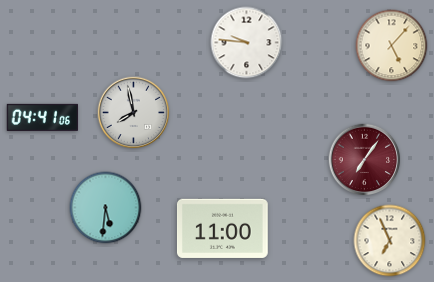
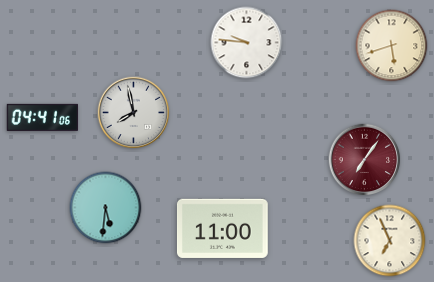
clock at (392, 46): 5:07 -> 5:42
